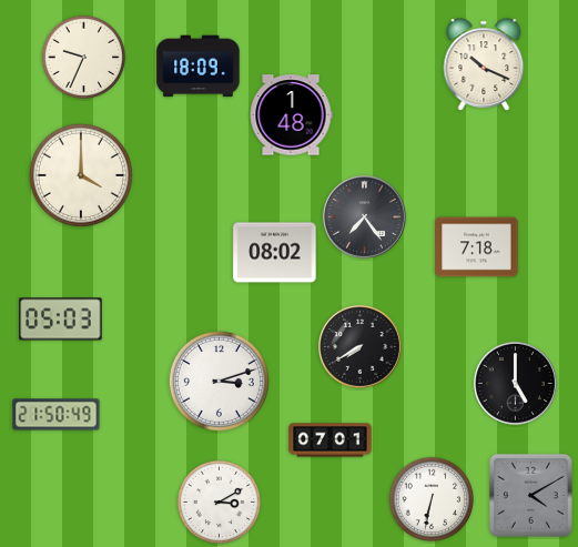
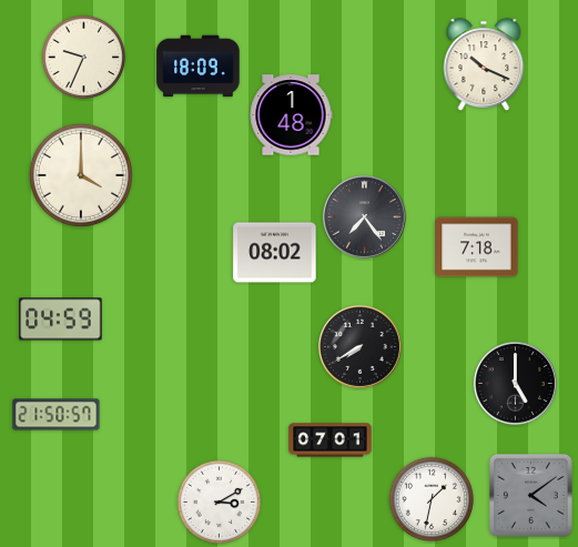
clock at (61, 320): 05:03 -> 04:59
clock at (219, 381): 3:12 -> none
clock at (57, 415): 21:50:49 -> 21:50:57
clock at (530, 495): 4:10 -> 4:09
clock at (432, 499): 6:32 -> 1:32
